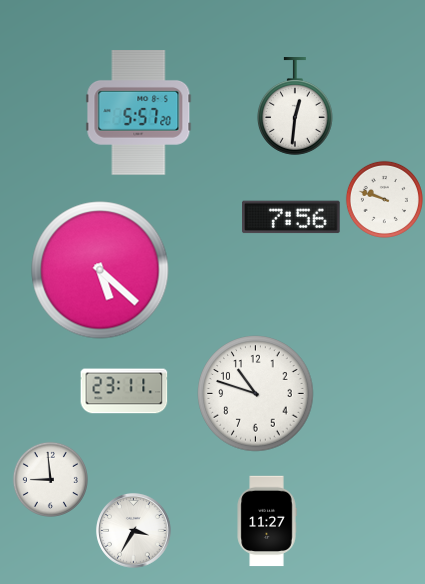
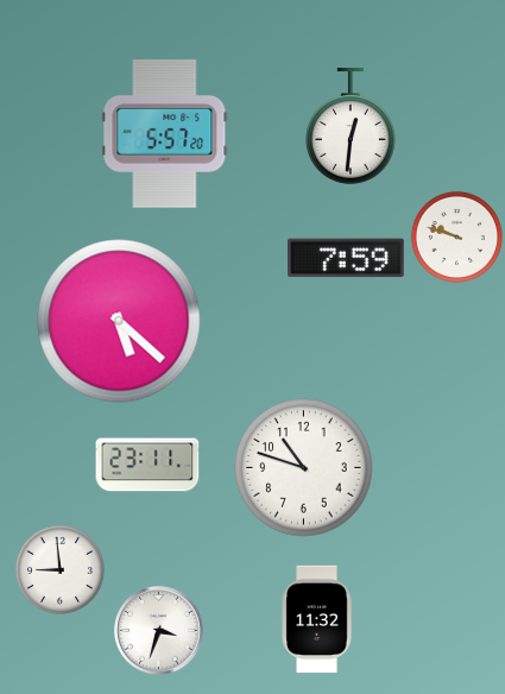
clock at (292, 217): 7:56 -> 7:59
clock at (267, 521): 11:27 -> 11:32
clock at (134, 531): 3:35 -> 3:33
